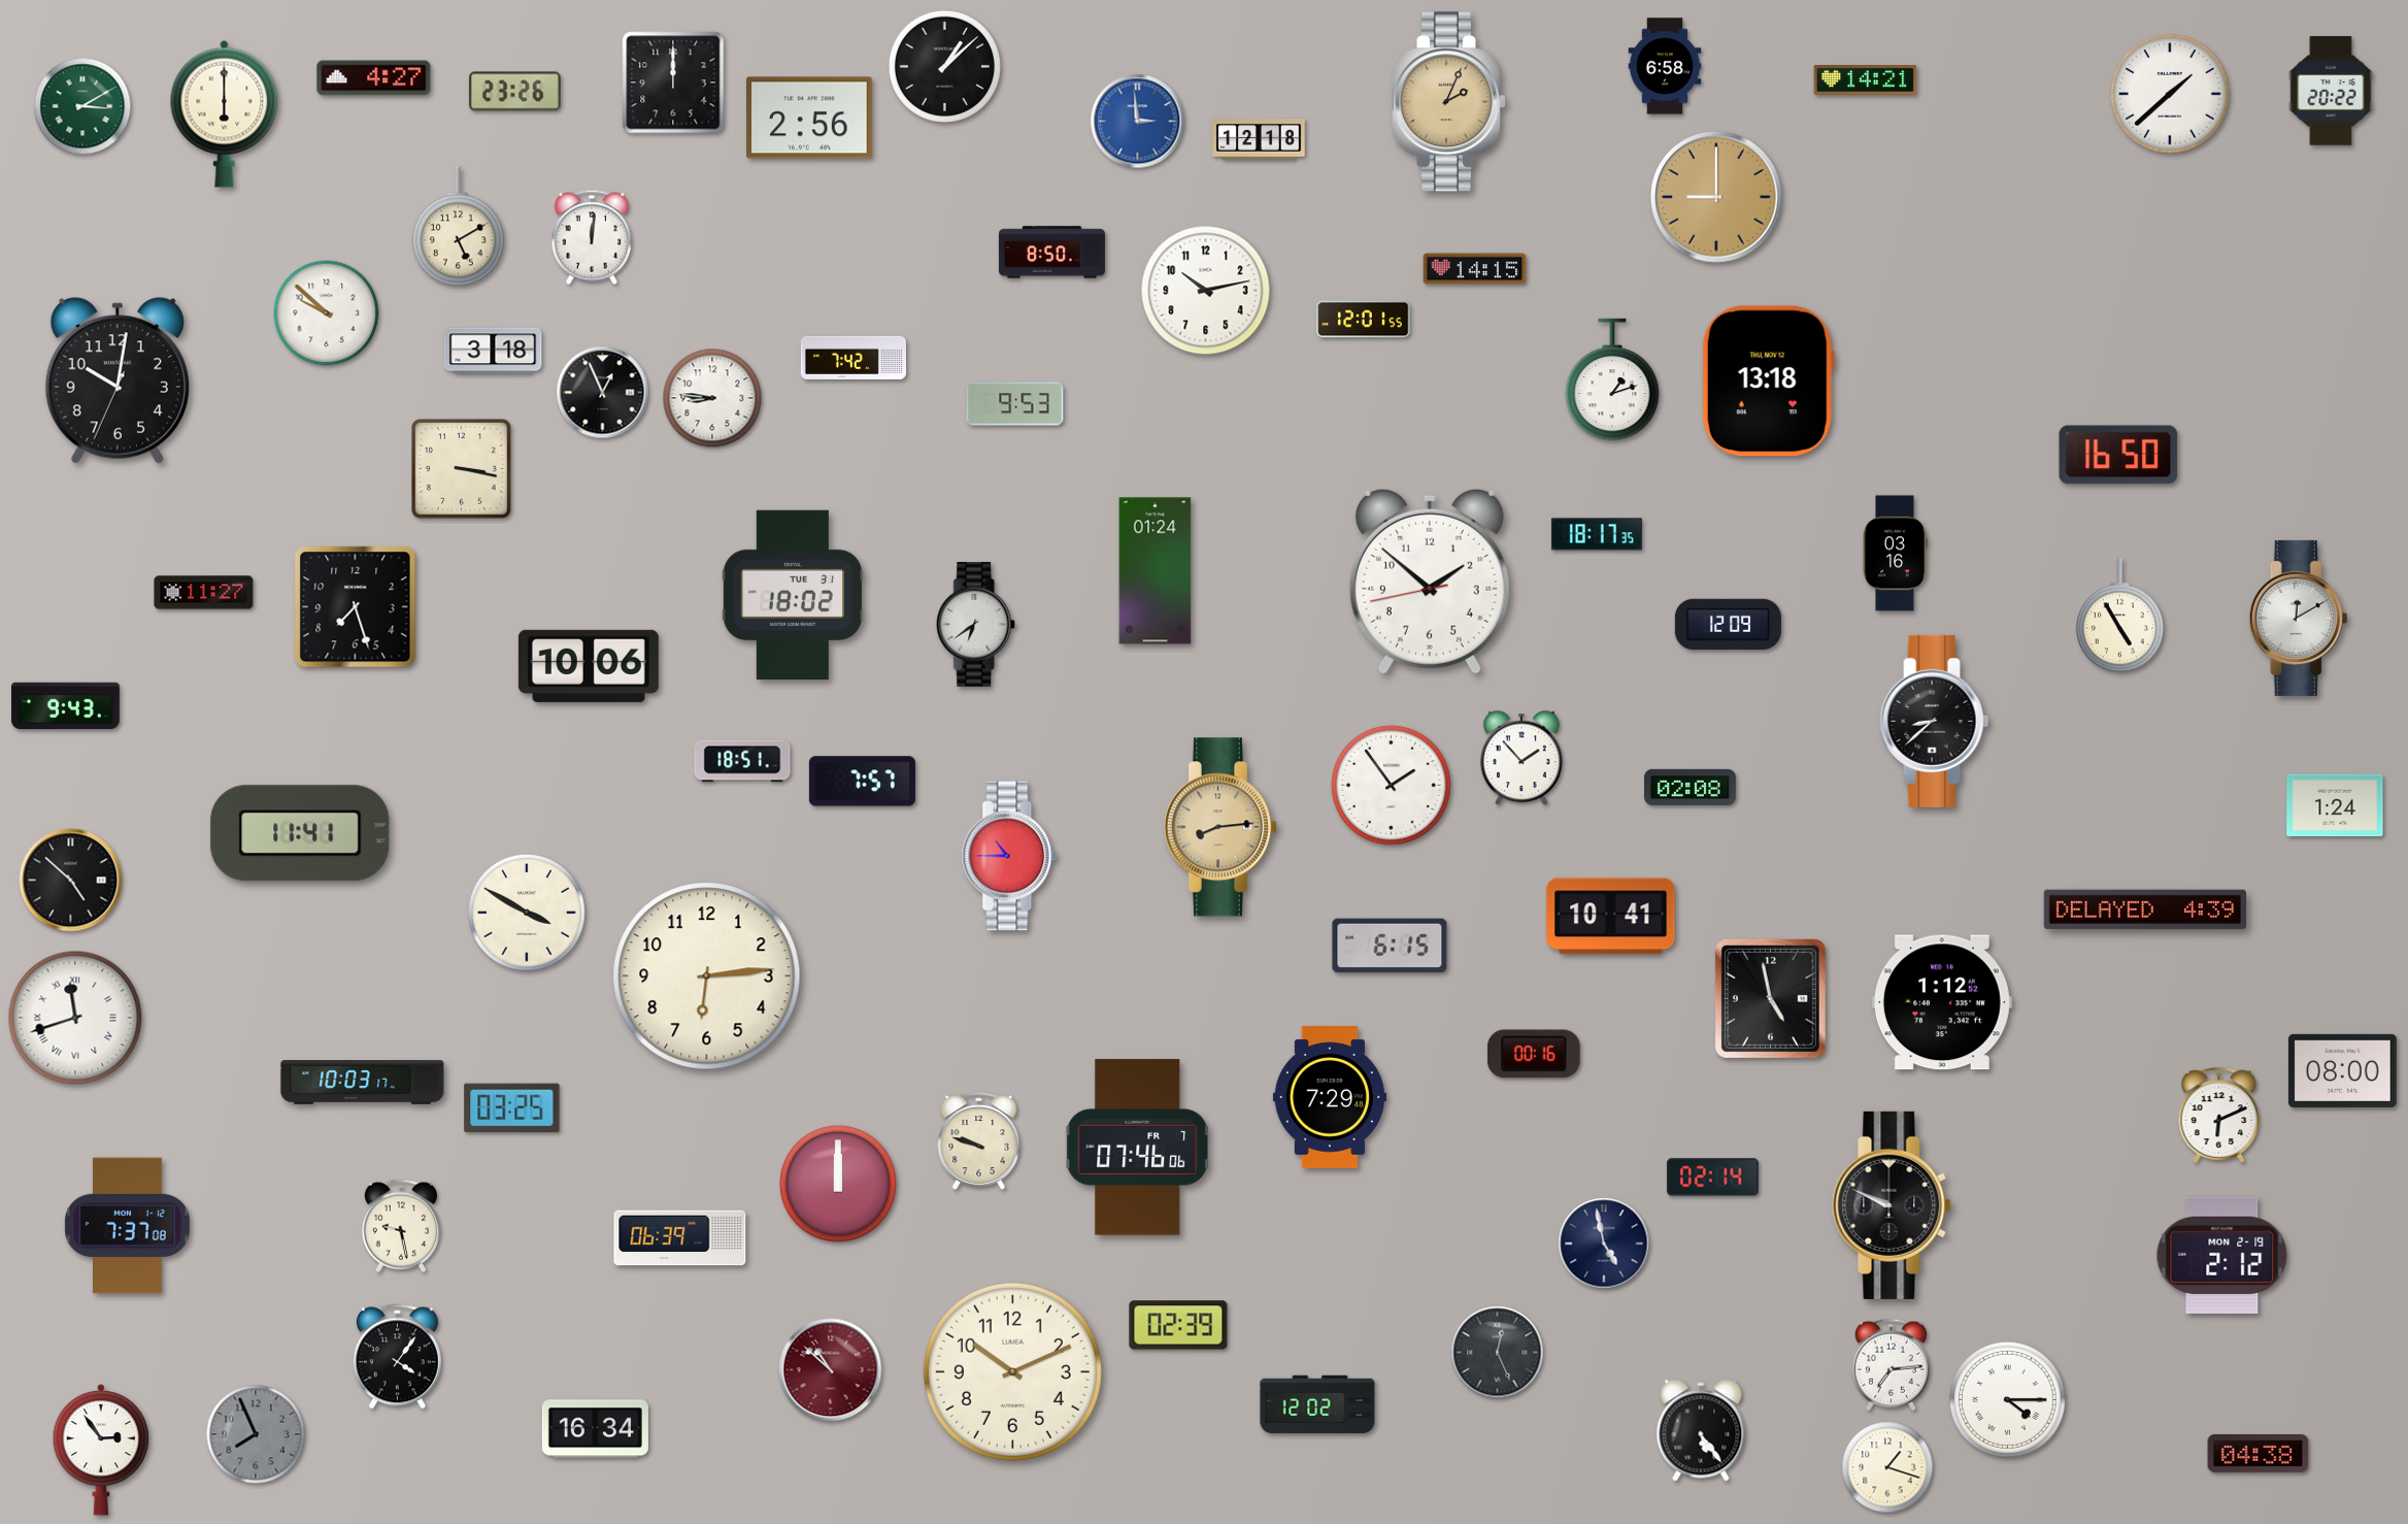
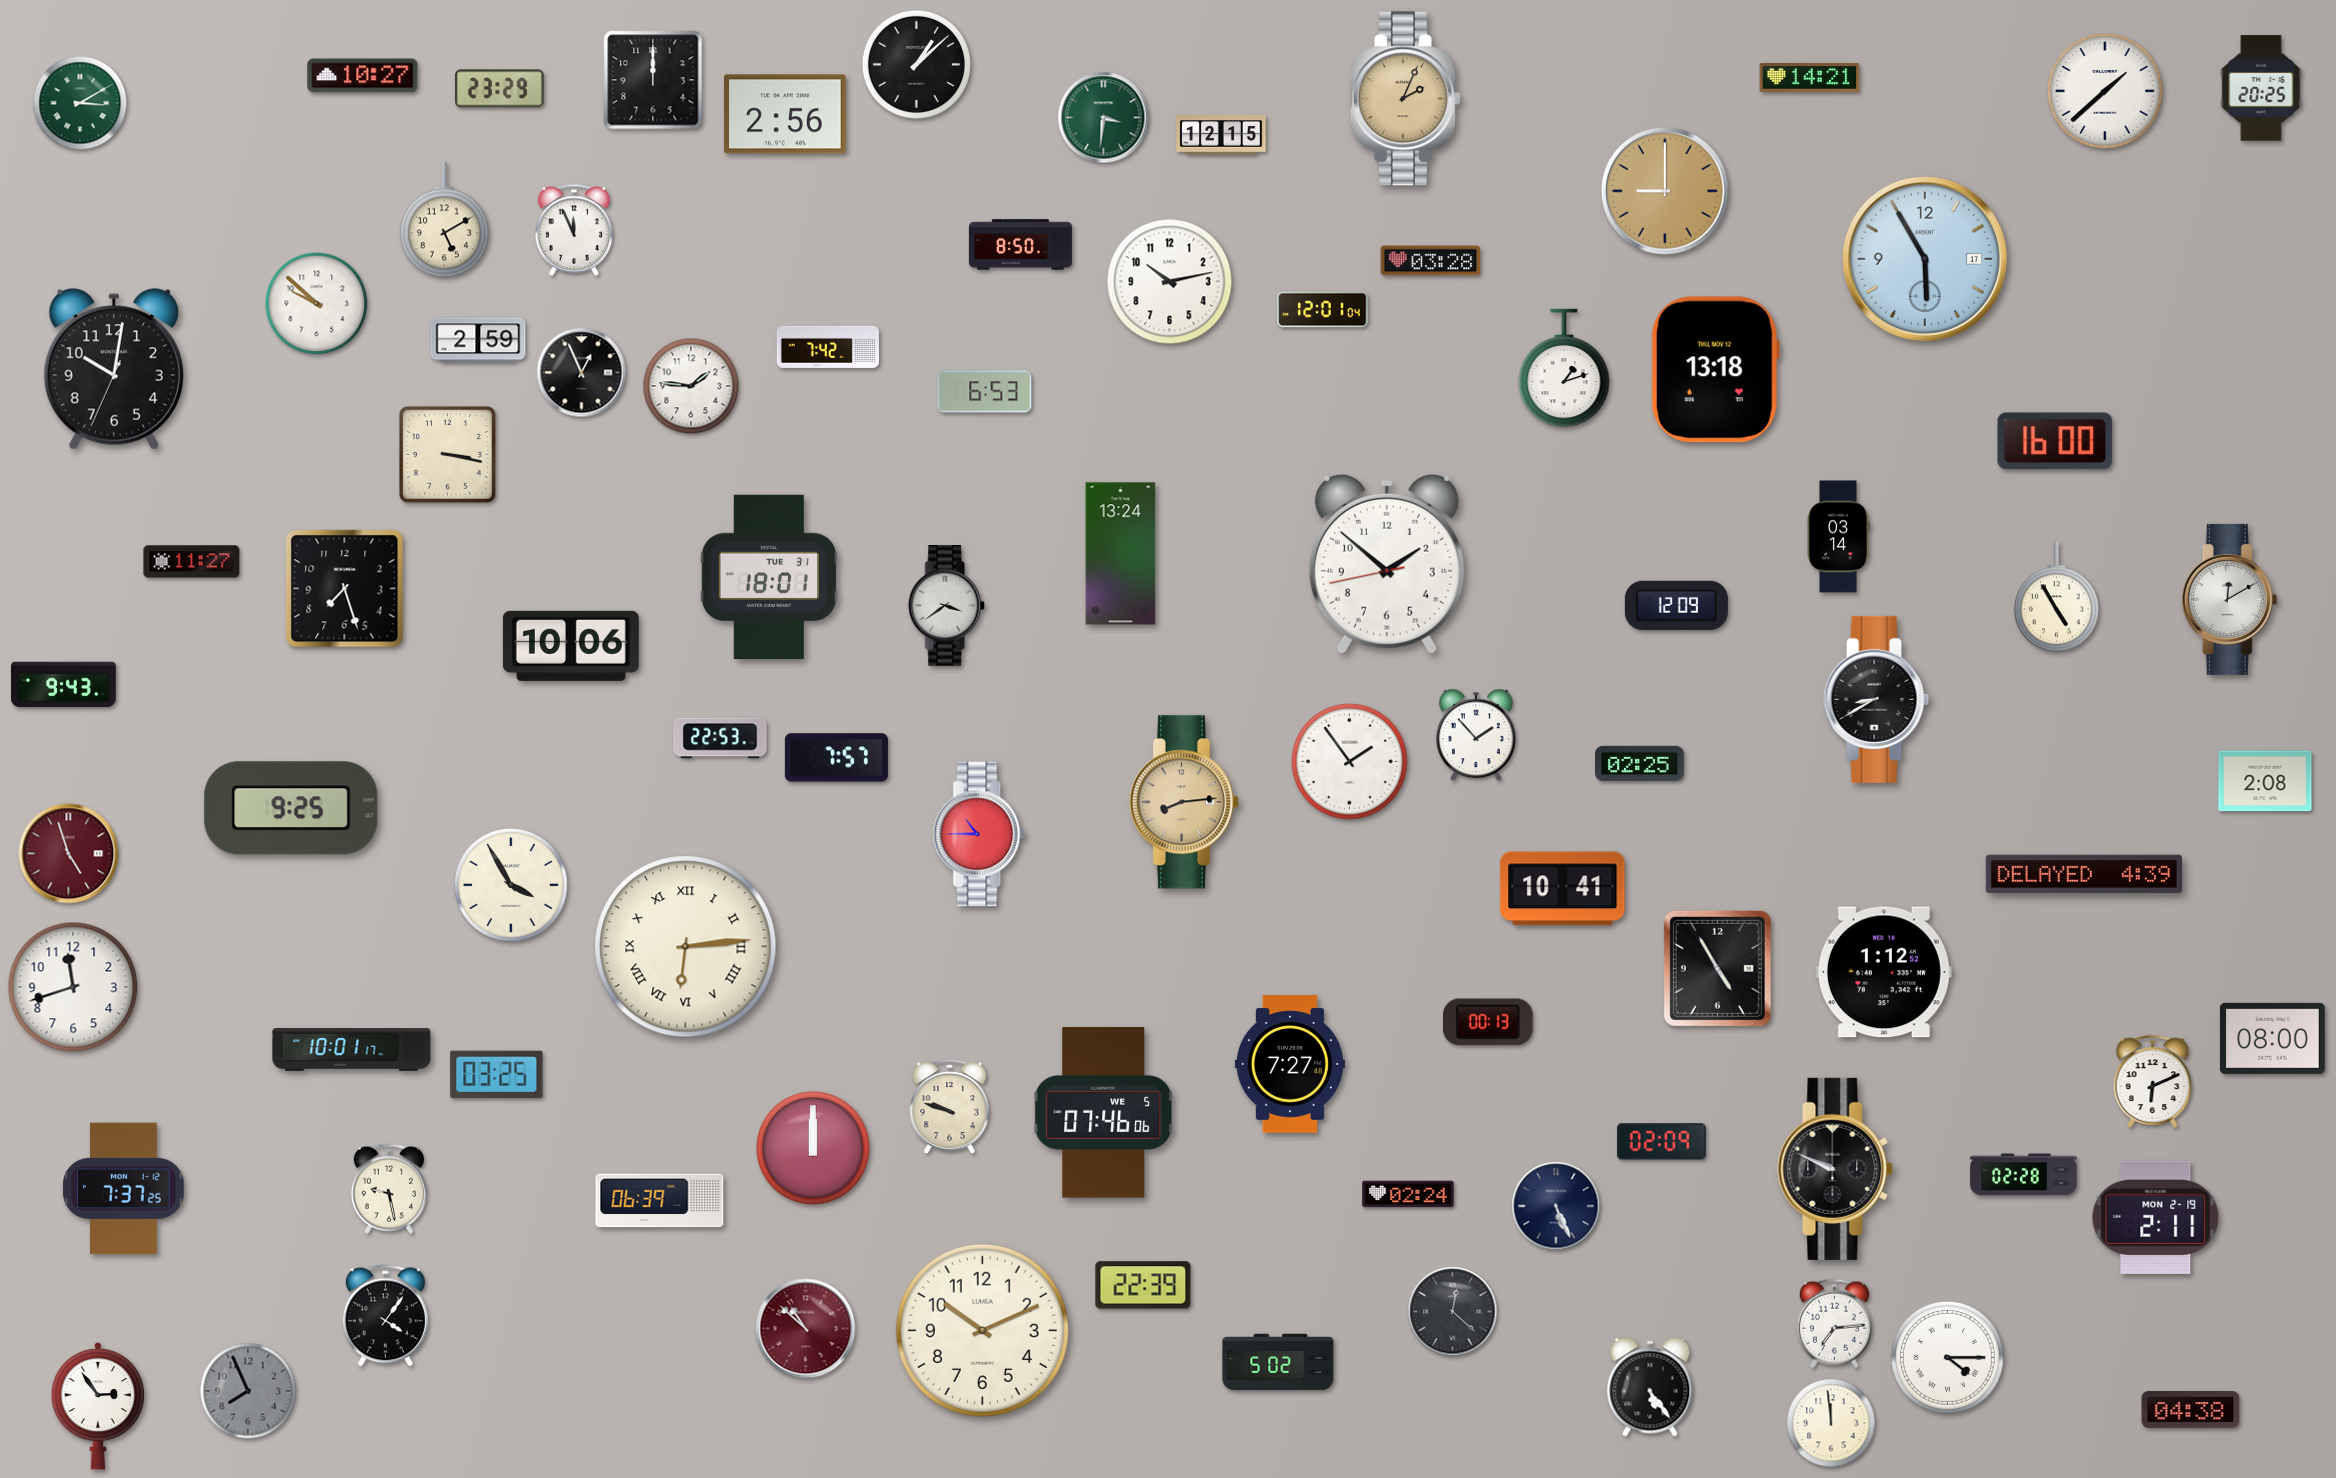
clock at (1665, 66): 6:58 -> none
clock at (374, 78): 4:27 -> 10:27
clock at (2331, 91): 20:22 -> 20:25
clock at (514, 92): 23:26 -> 23:29
clock at (225, 113): 6:00 -> none
clock at (1138, 122): 2:59 -> 3:31
clock at (1138, 122) dial: blue -> green
clock at (1259, 139): 12:18 -> 12:15
clock at (592, 237): 12:01 -> 11:56
clock at (1925, 259): none -> 5:55
clock at (1475, 269): 14:15 -> 03:28
clock at (1364, 320): 12:01:55 -> 12:01:04
clock at (493, 351): 3:18 -> 2:59
clock at (603, 393) position: (603, 393) -> (582, 373)
clock at (712, 398): 8:46 -> 1:46
clock at (1015, 404): 9:53 -> 6:53
clock at (2118, 455): 16:50 -> 16:00
clock at (1597, 534): 18:17 -> none
clock at (1895, 554): 03:16 -> 03:14
clock at (1156, 571): 01:24 -> 13:24
clock at (204, 593) position: (204, 593) -> (192, 562)
clock at (792, 594): 18:02 -> 18:01
clock at (976, 625): 6:39 -> 3:39
clock at (1935, 721): 8:38 -> 8:40
clock at (742, 761): 18:51 -> 22:53
clock at (1691, 787): 02:08 -> 02:25
clock at (2335, 805): 1:24 -> 2:08
clock at (300, 833): 11:41 -> 9:25
clock at (1009, 856) position: (1009, 856) -> (979, 834)
clock at (71, 881): 4:52 -> 4:57
clock at (71, 881) dial: black -> burgundy
clock at (2144, 909) position: (2144, 909) -> (2083, 874)
clock at (527, 913): 3:50 -> 3:55
clock at (1390, 946): 6:15 -> none
clock at (707, 976) numerals: Arabic -> Roman
clock at (1770, 998): 4:58 -> 4:55
clock at (75, 1018) numerals: Roman -> Arabic
clock at (1534, 1054): 00:16 -> 00:13
clock at (363, 1083): 10:03 -> 10:01
clock at (1330, 1097): 7:29 -> 7:27
clock at (1138, 1148) date: FR 7 -> WE 5
clock at (1712, 1178): 02:14 -> 02:09
clock at (2024, 1175): none -> 02:28
clock at (128, 1226): 7:37:08 -> 7:37:25
clock at (1408, 1194): none -> 02:24
clock at (1604, 1244): 4:58 -> 5:26
clock at (2222, 1255): 2:12 -> 2:11
clock at (1178, 1325): 02:39 -> 22:39
clock at (1498, 1353): 12:26 -> 12:22
clock at (1317, 1404): 12:02 -> 5:02
clock at (595, 1429): 16:34 -> none
clock at (1887, 1467): 1:18 -> 11:59
